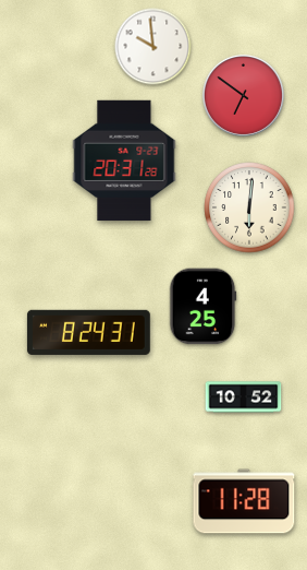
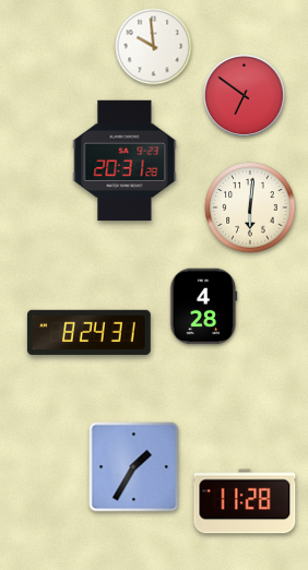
clock at (202, 307): 4:25 -> 4:28
clock at (244, 397): 10:52 -> none
clock at (134, 467): none -> 1:35
